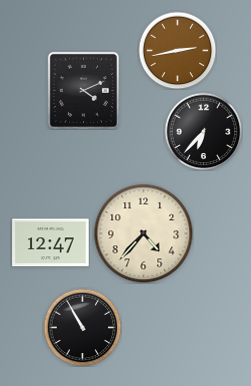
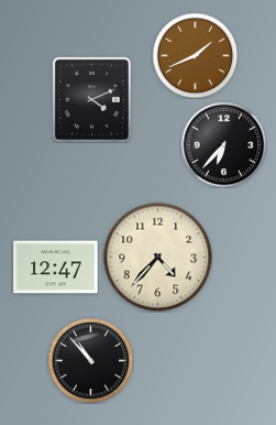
clock at (177, 50): 2:43 -> 1:41
clock at (82, 327): 10:55 -> 10:53
